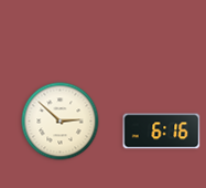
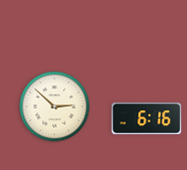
clock at (61, 122) position: (61, 122) -> (55, 107)
